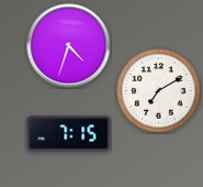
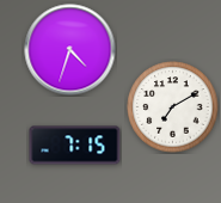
clock at (69, 46) position: (69, 46) -> (70, 50)
clock at (159, 91) position: (159, 91) -> (173, 107)
